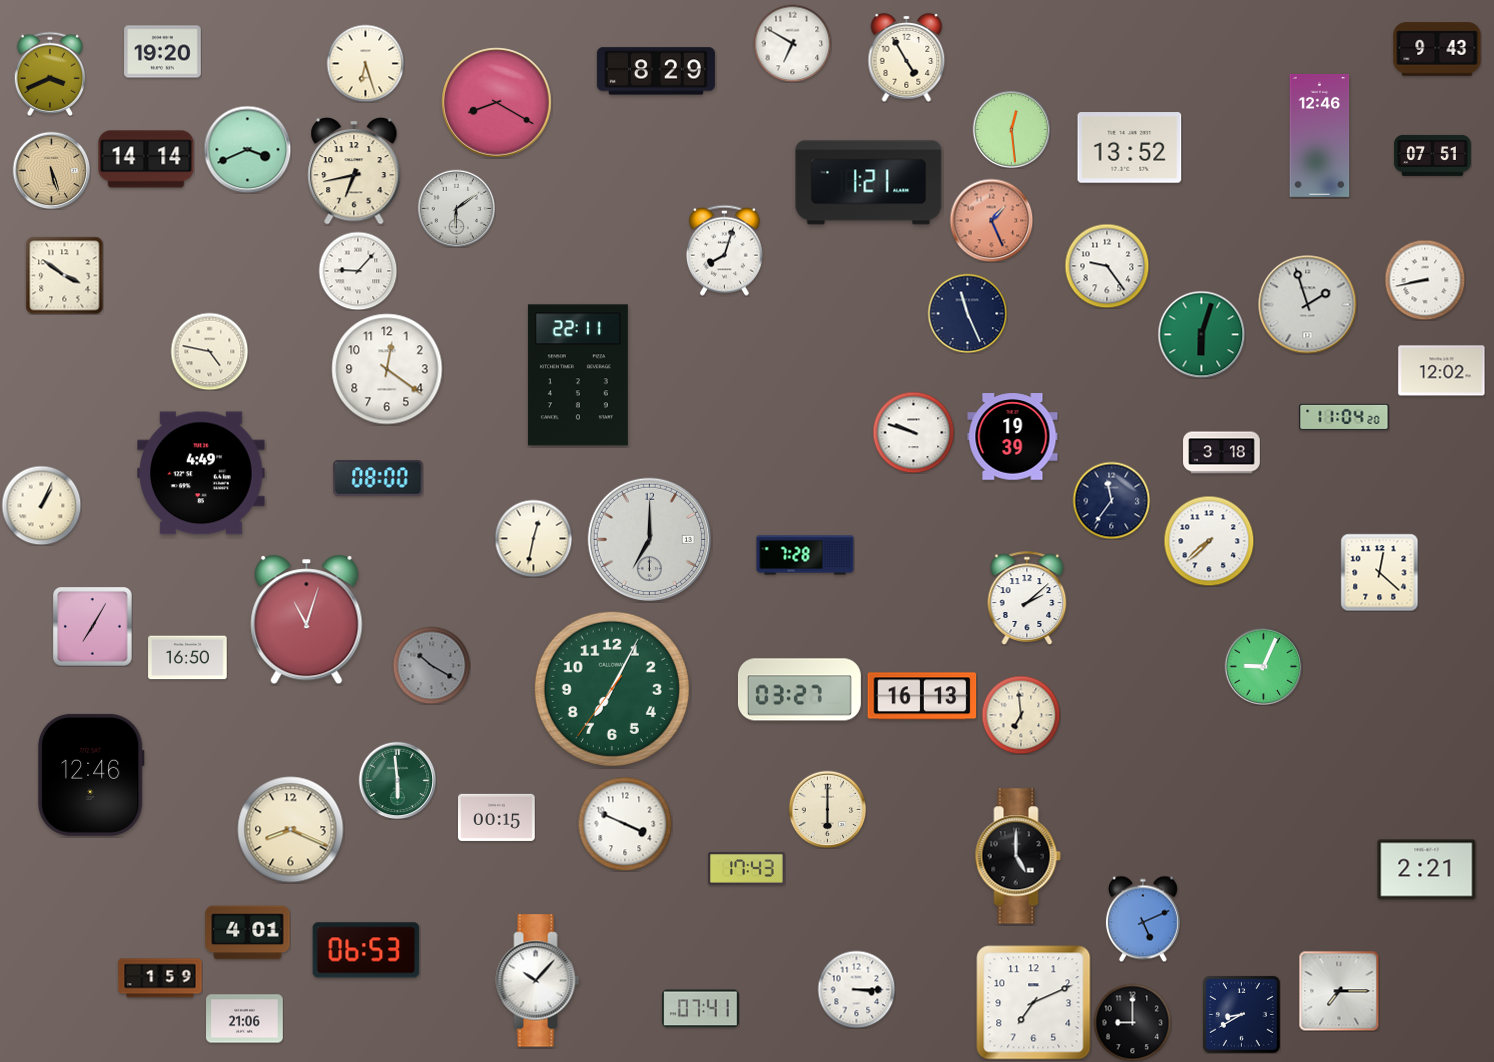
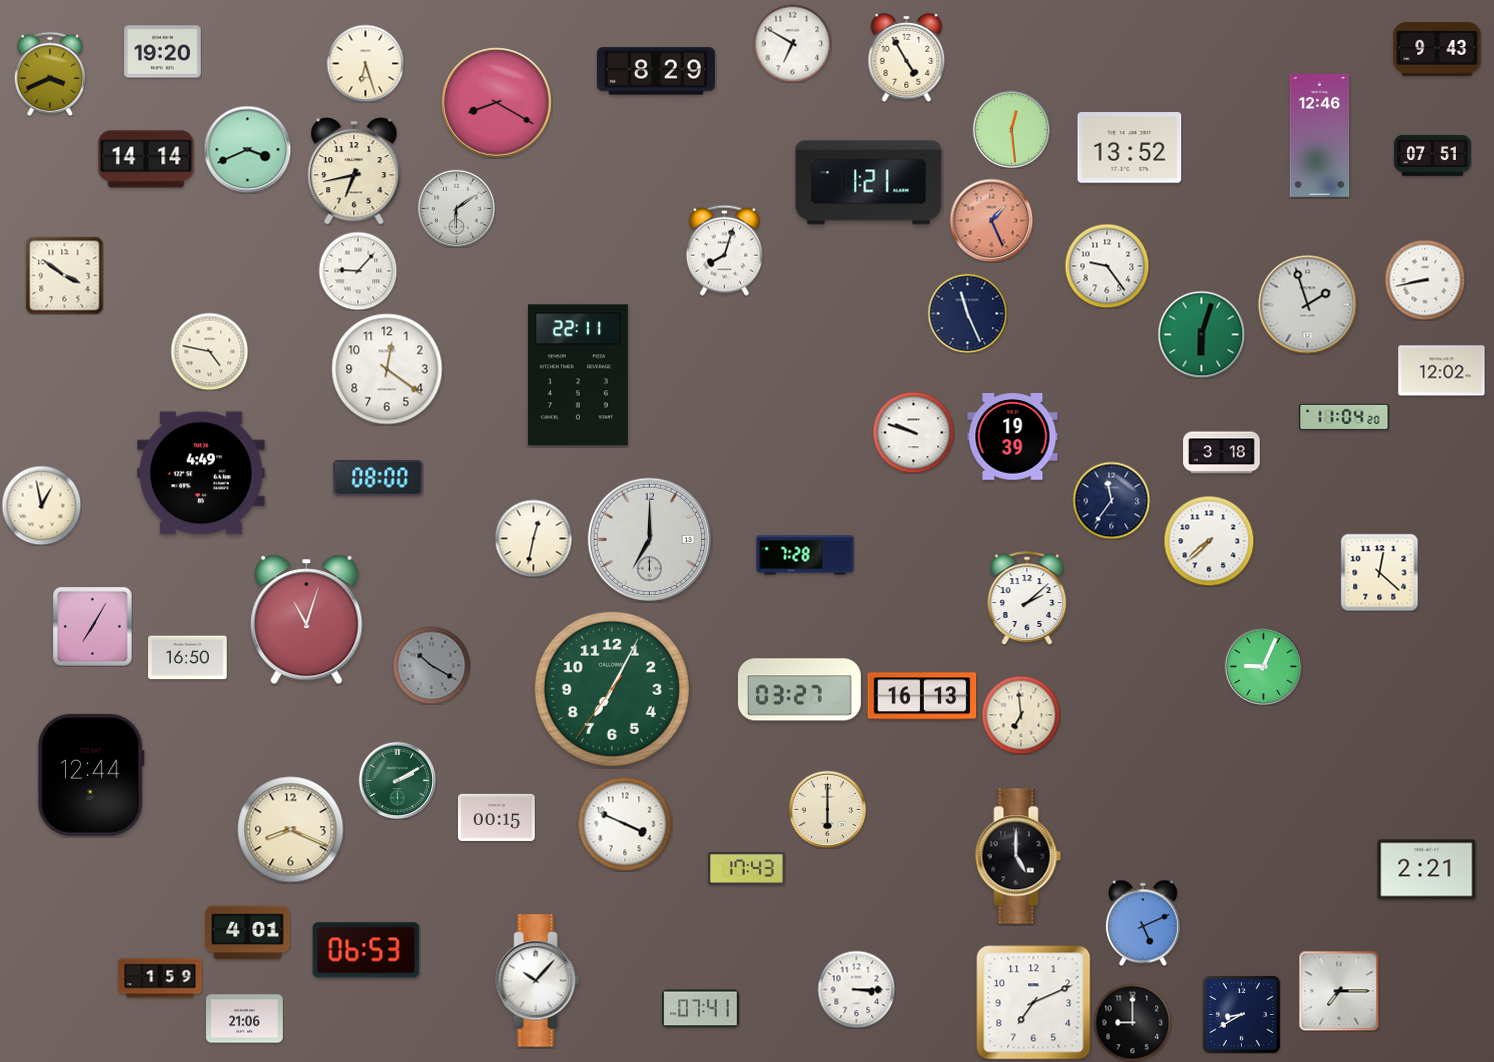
clock at (51, 170): 5:27 -> none
clock at (41, 505): 1:04 -> 12:58
clock at (91, 775): 12:46 -> 12:44
clock at (397, 780): 5:59 -> 2:10
clock at (1143, 919) position: (1143, 919) -> (1143, 923)
